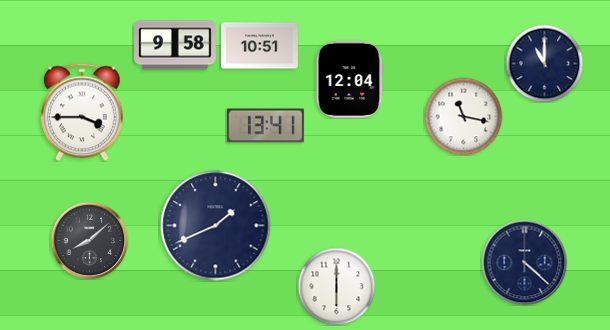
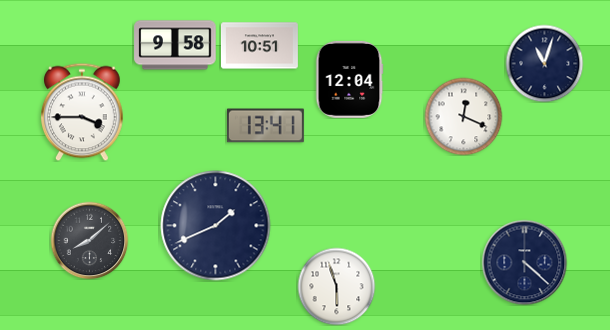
clock at (544, 63): 11:00 -> 11:03
clock at (463, 116): 11:17 -> 12:19
clock at (336, 286): 6:00 -> 5:57
